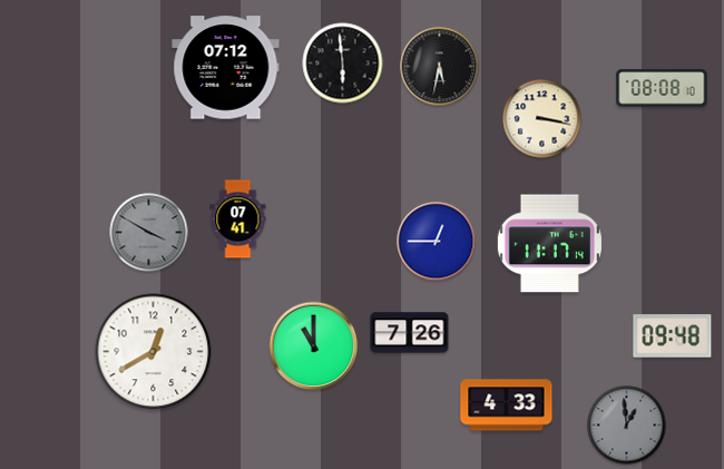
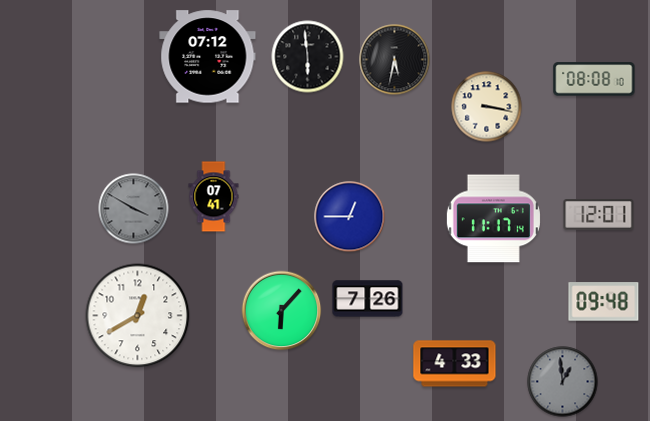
clock at (226, 68) position: (226, 68) -> (208, 57)
clock at (599, 215): none -> 12:01
clock at (437, 242) position: (437, 242) -> (350, 217)
clock at (314, 346): 11:00 -> 6:07
